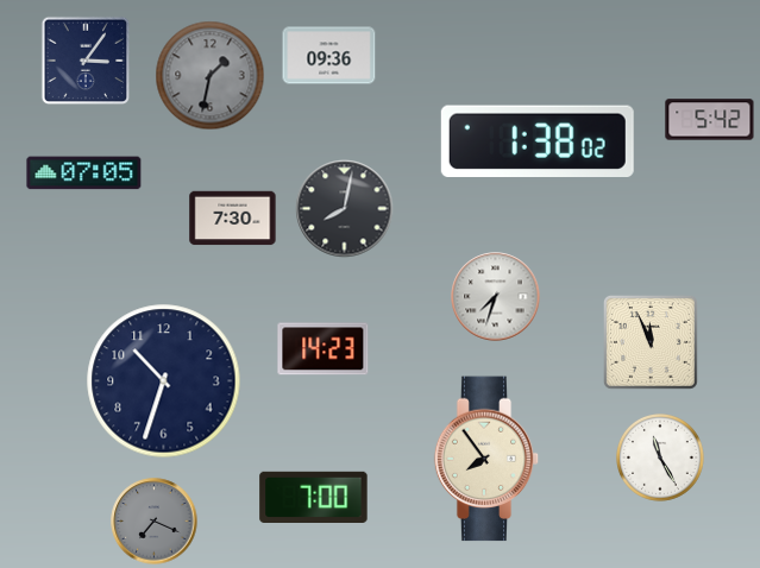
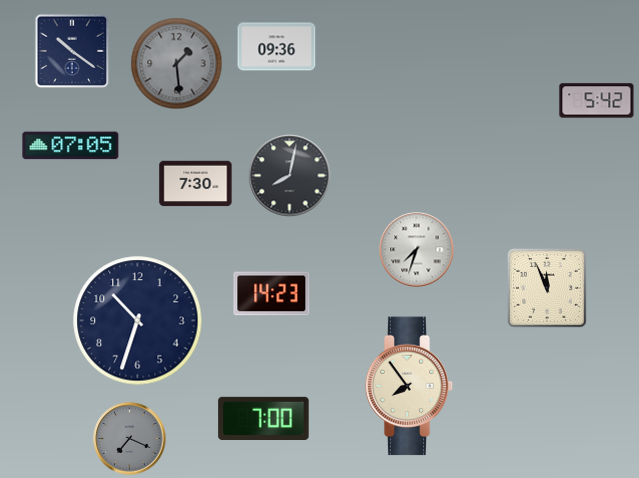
clock at (86, 61): 3:06 -> 10:21
clock at (211, 76): 1:32 -> 1:29
clock at (538, 140): 1:38 -> none
clock at (661, 459): 11:25 -> none
